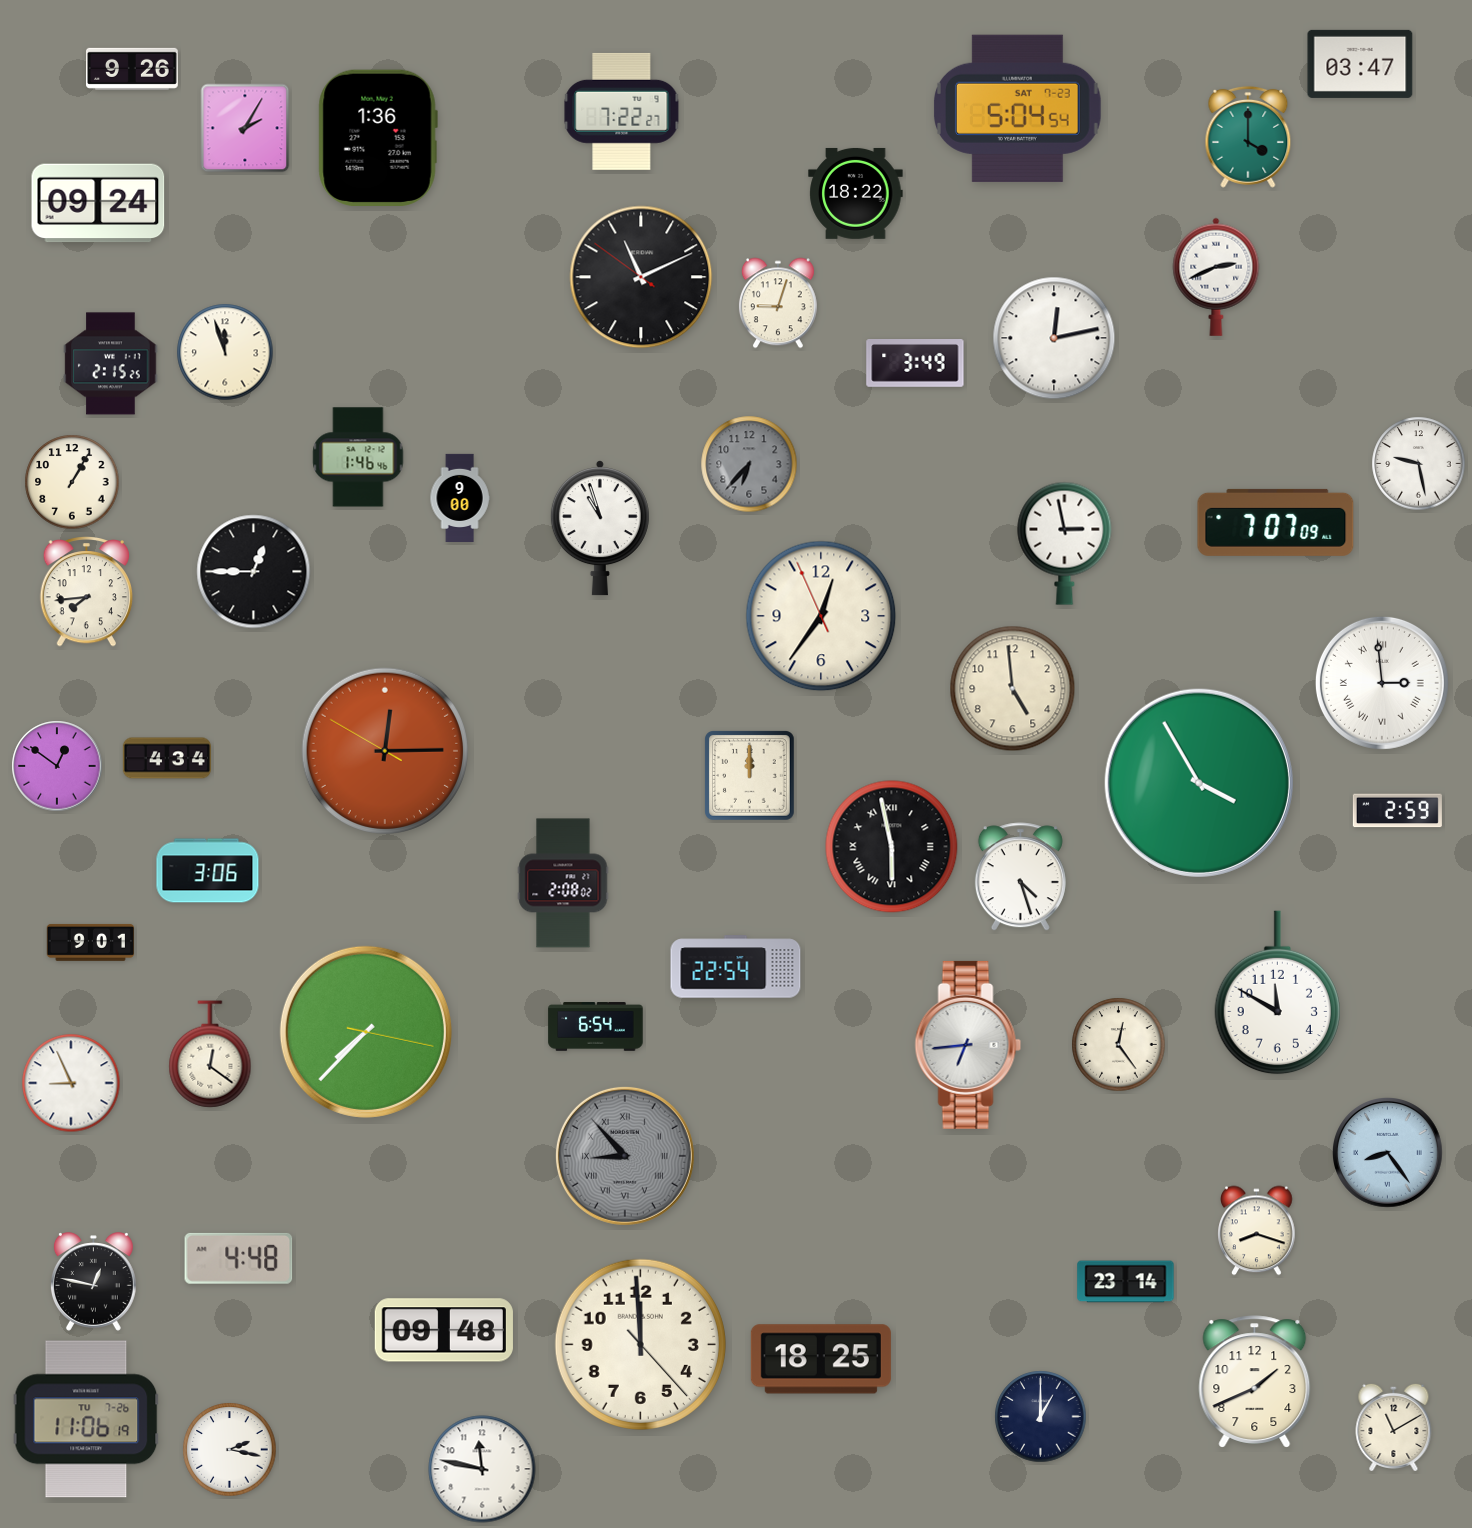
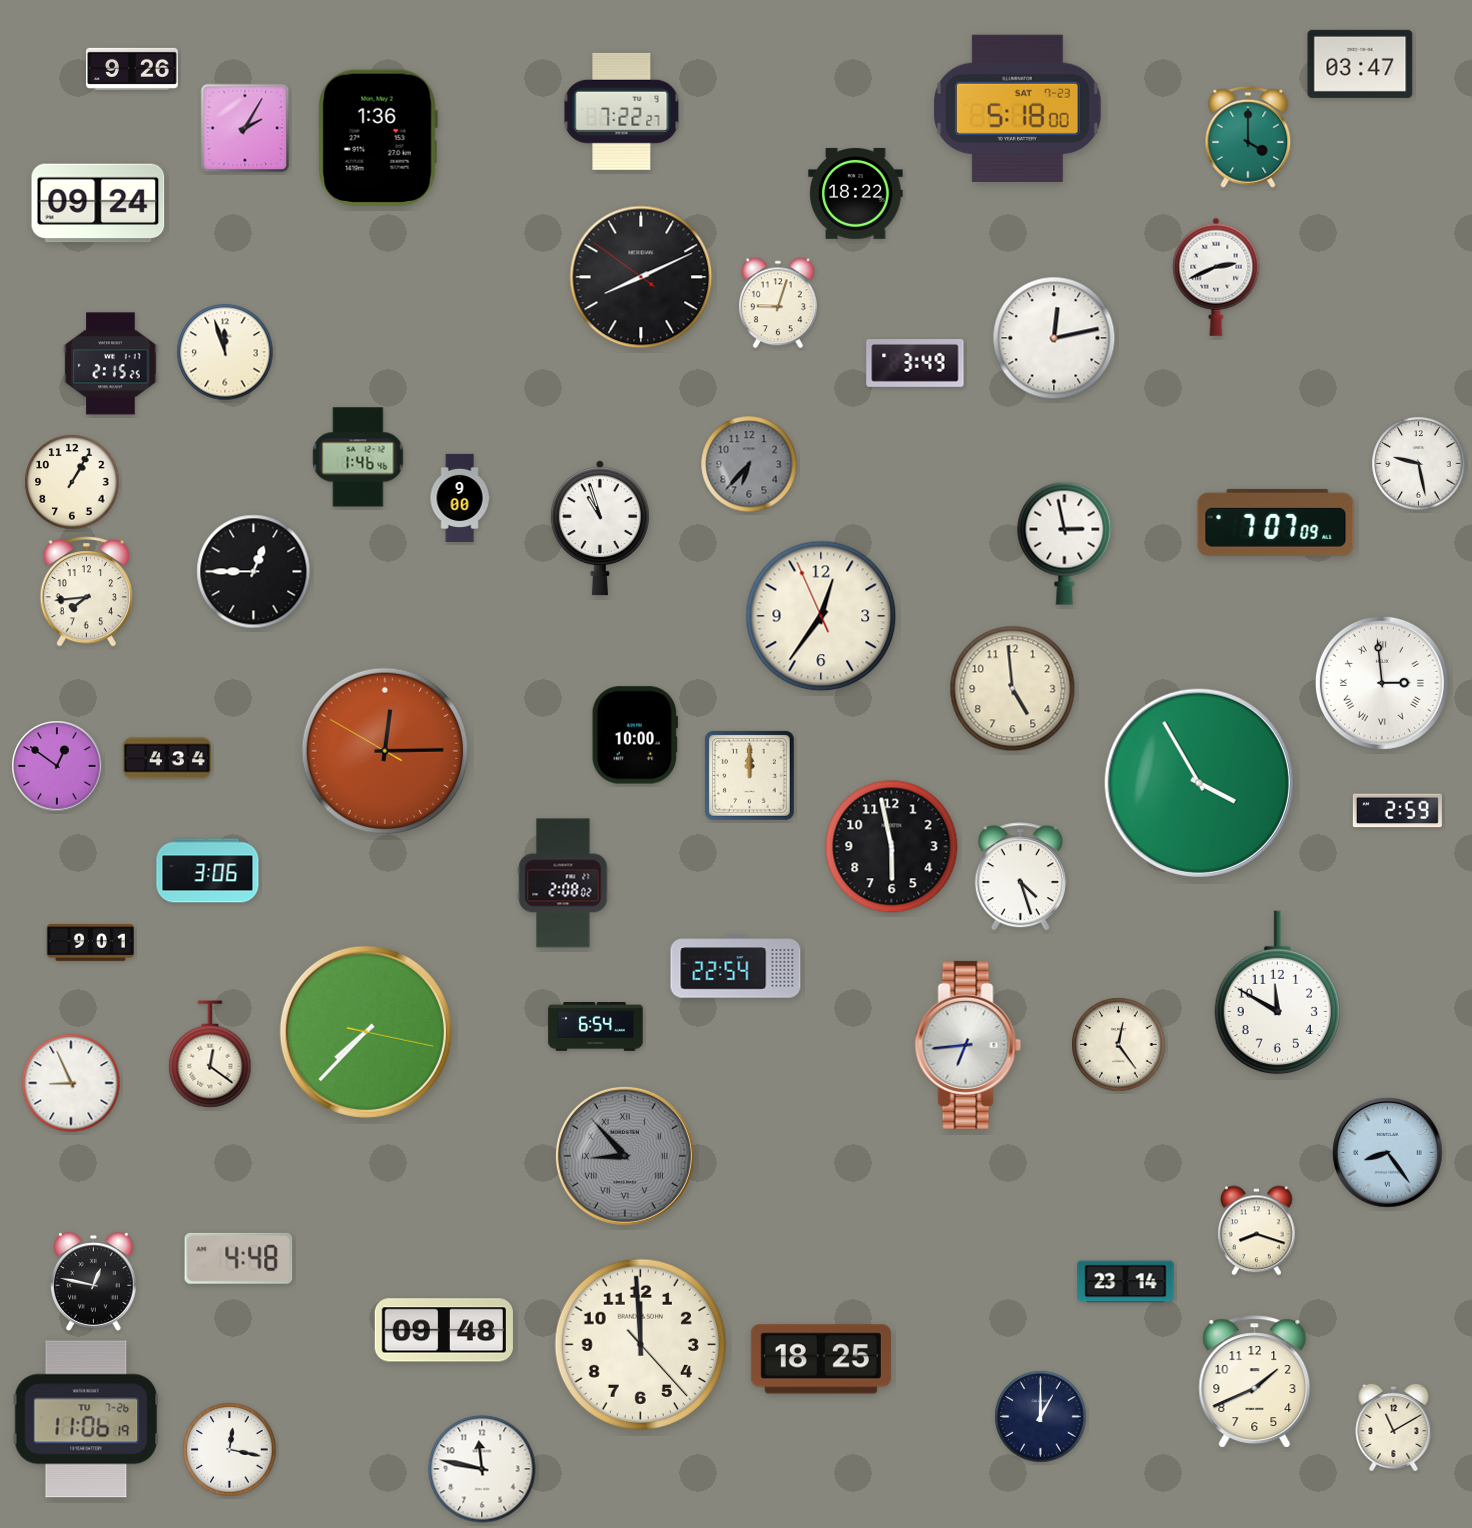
clock at (1018, 108): 5:04 -> 5:18
clock at (641, 277): 11:10 -> 8:10
clock at (635, 735): none -> 10:00
clock at (892, 847) numerals: Roman -> Arabic
clock at (230, 1450): 2:17 -> 12:17
